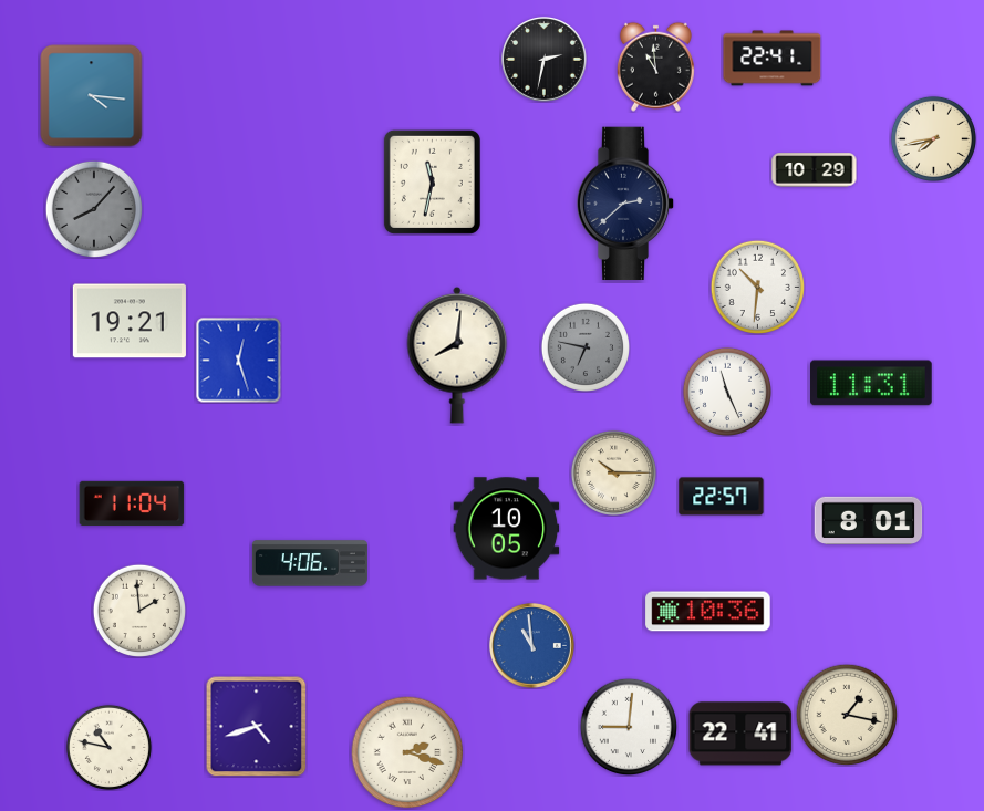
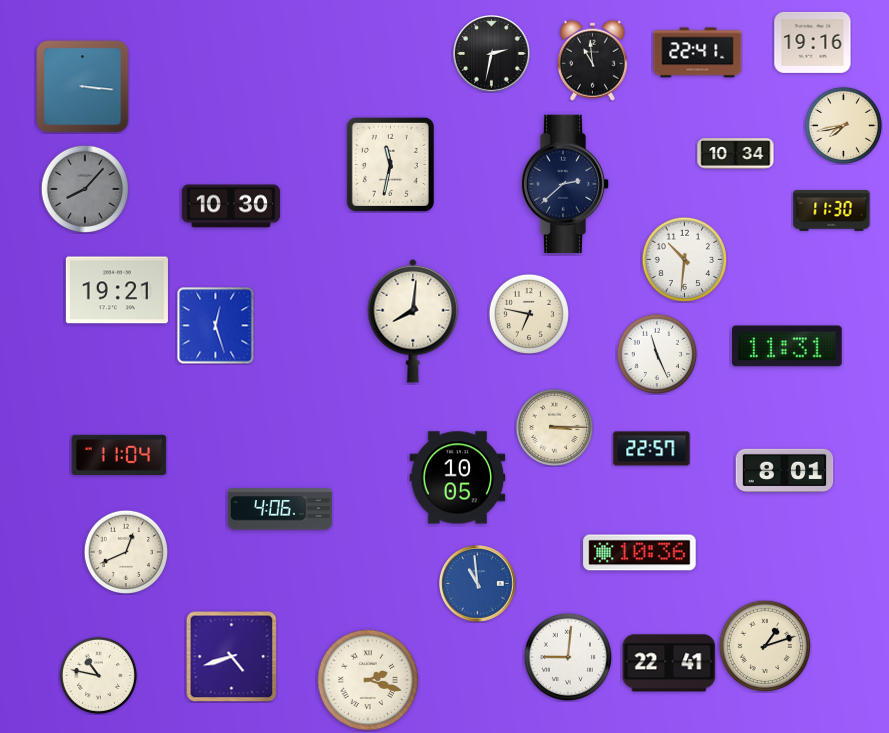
clock at (813, 42): none -> 19:16
clock at (92, 96): 4:16 -> 3:16
clock at (815, 170): 10:29 -> 10:34
clock at (231, 206): none -> 10:30
clock at (832, 211): none -> 11:30
clock at (586, 347) dial: grey -> cream
clock at (613, 472): 10:15 -> 3:15
clock at (138, 610): 1:59 -> 12:41
clock at (532, 646) position: (532, 646) -> (478, 584)
clock at (847, 715): 1:17 -> 1:12
